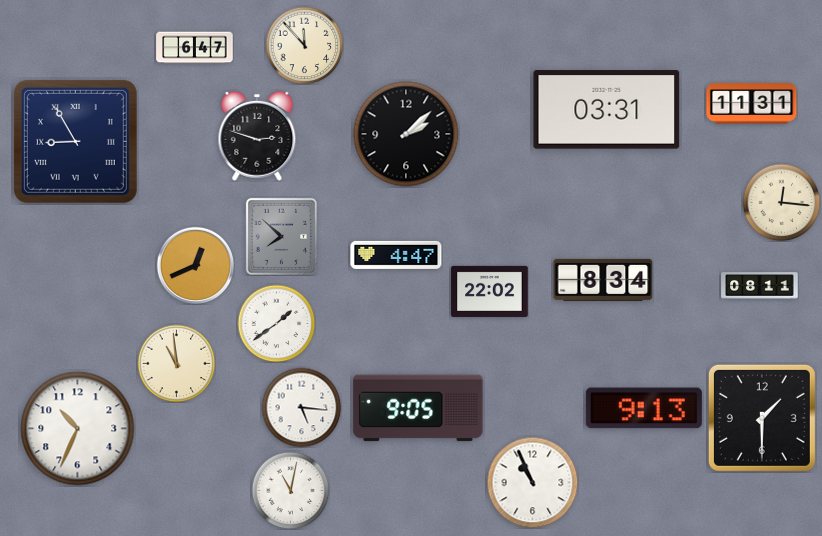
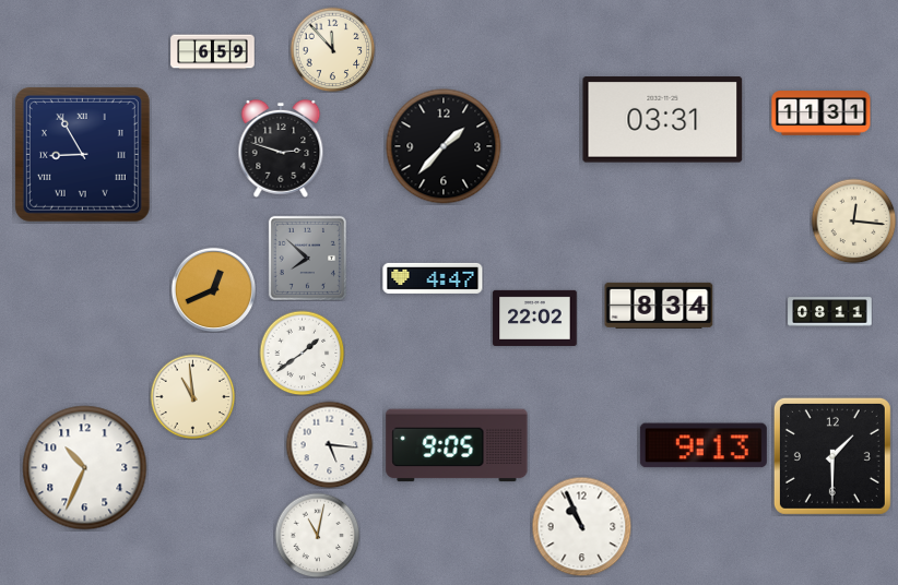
clock at (195, 48): 6:47 -> 6:59
clock at (406, 134): 2:08 -> 1:37
